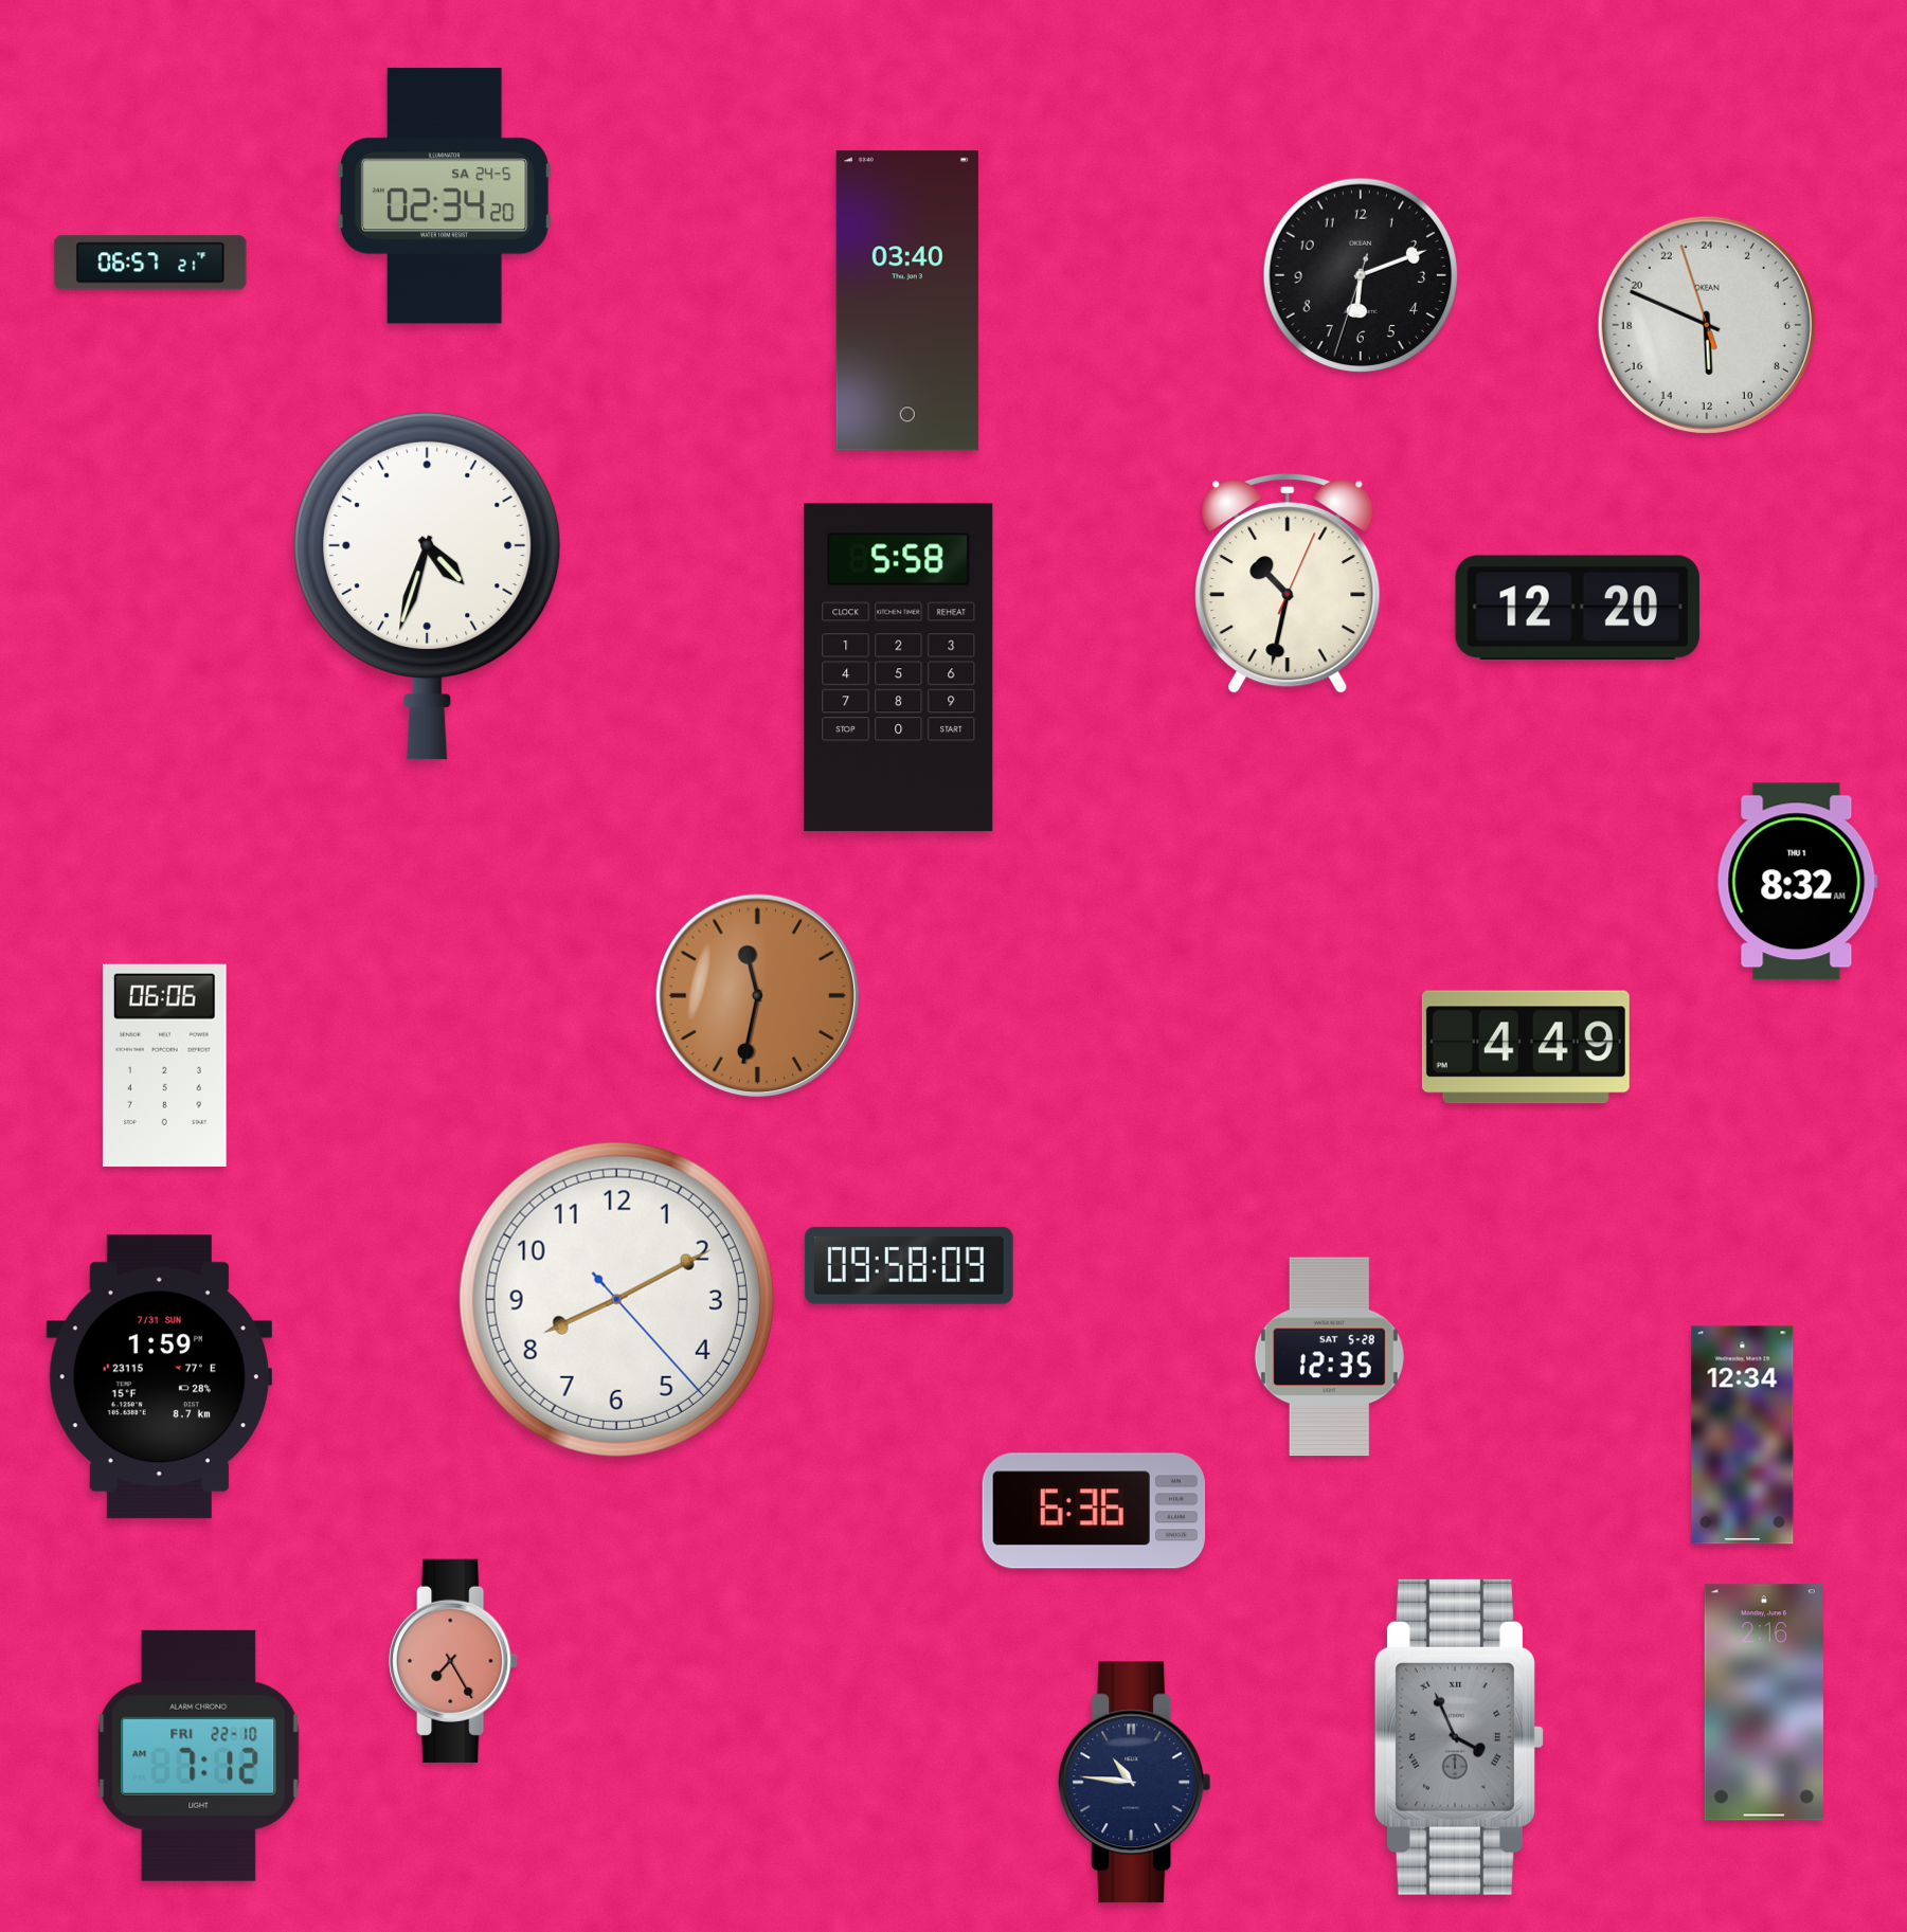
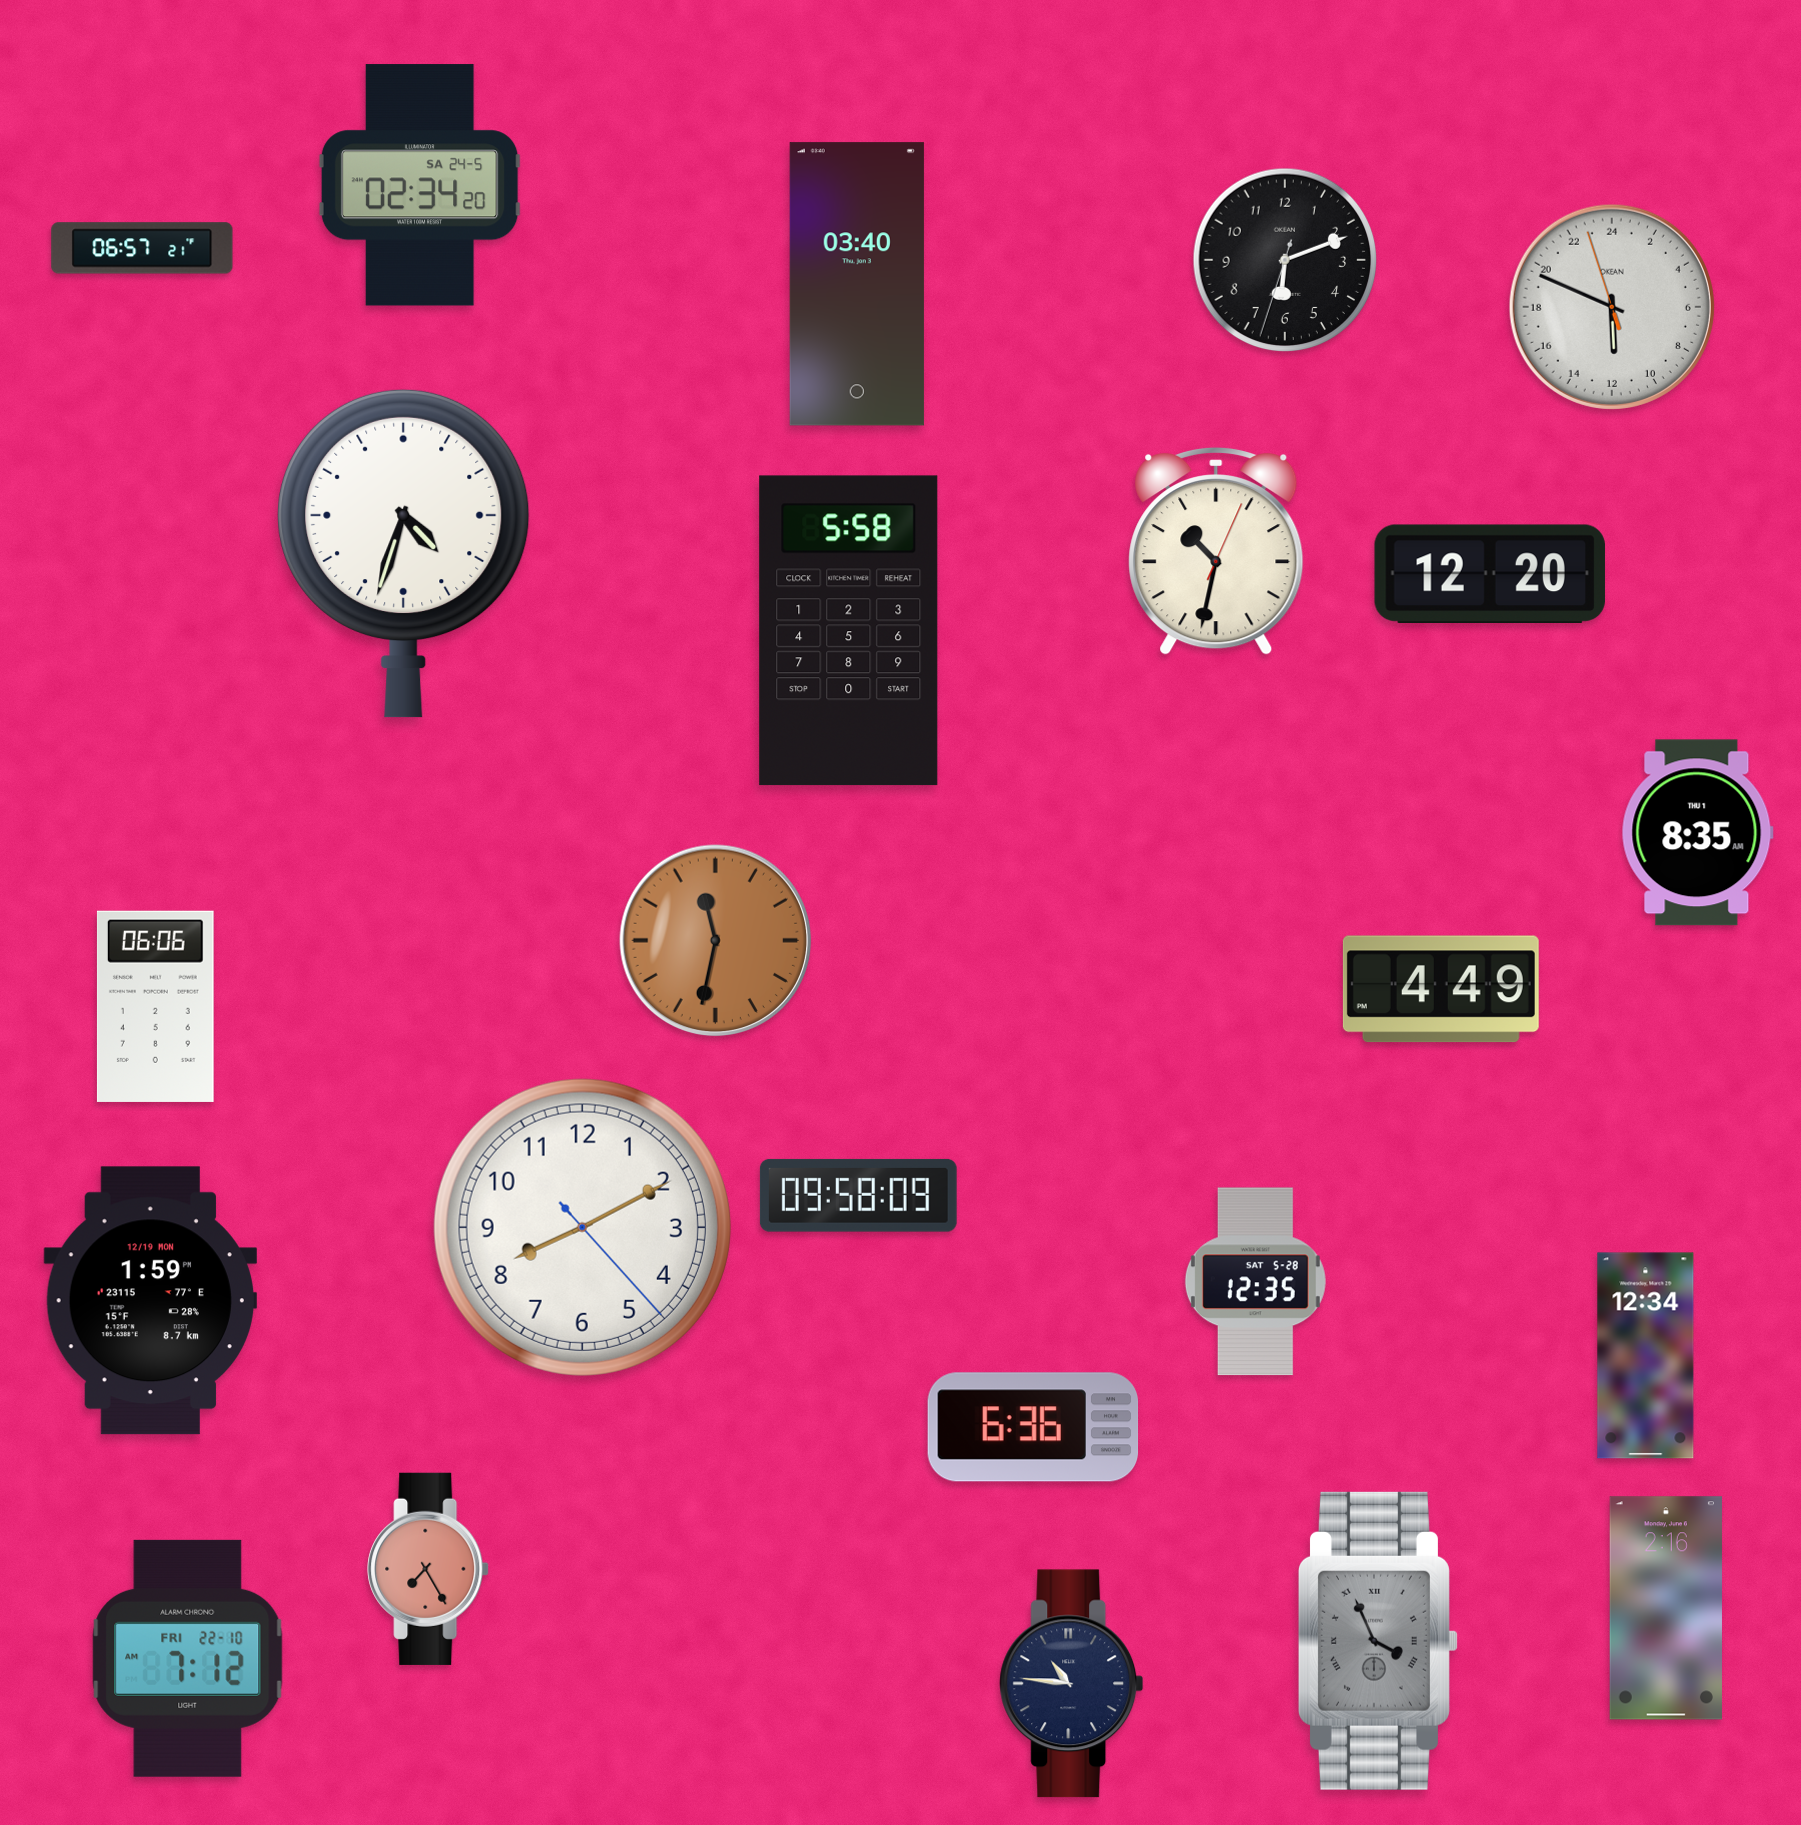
clock at (1797, 882): 8:32 -> 8:35
clock at (159, 1377) date: 7/31 SUN -> 12/19 MON
